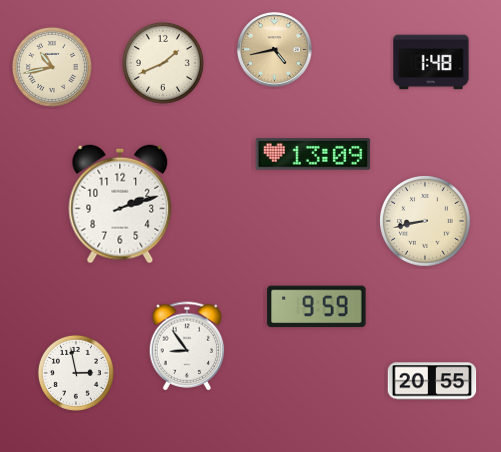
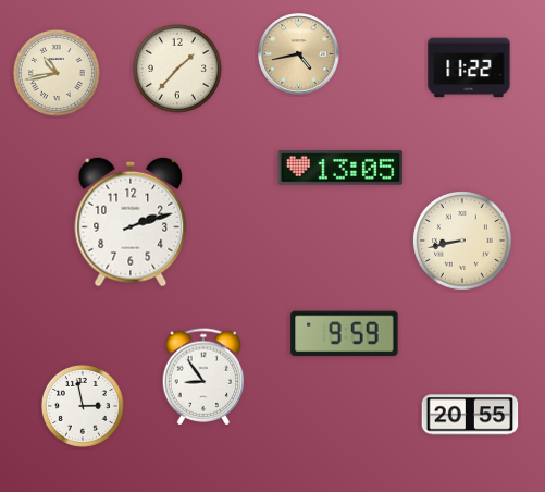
clock at (431, 62): 1:48 -> 11:22
clock at (163, 63): 1:41 -> 1:37
clock at (313, 154): 13:09 -> 13:05
